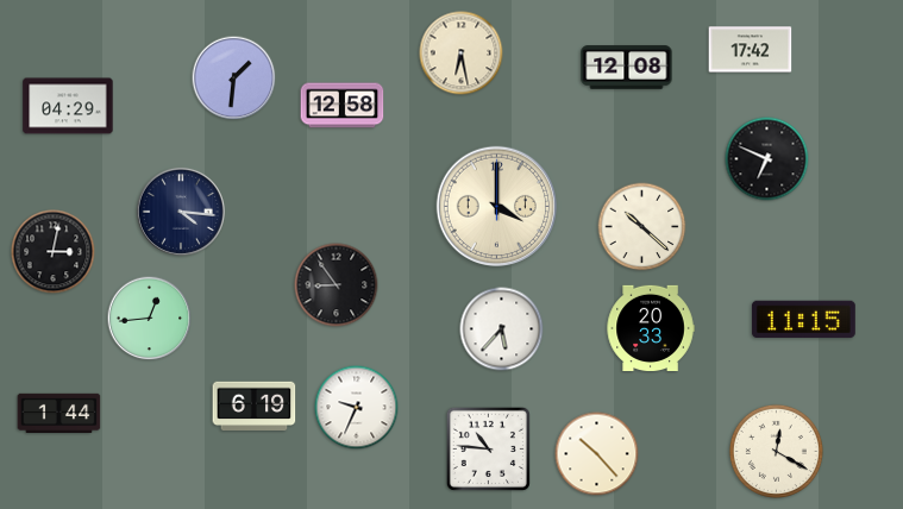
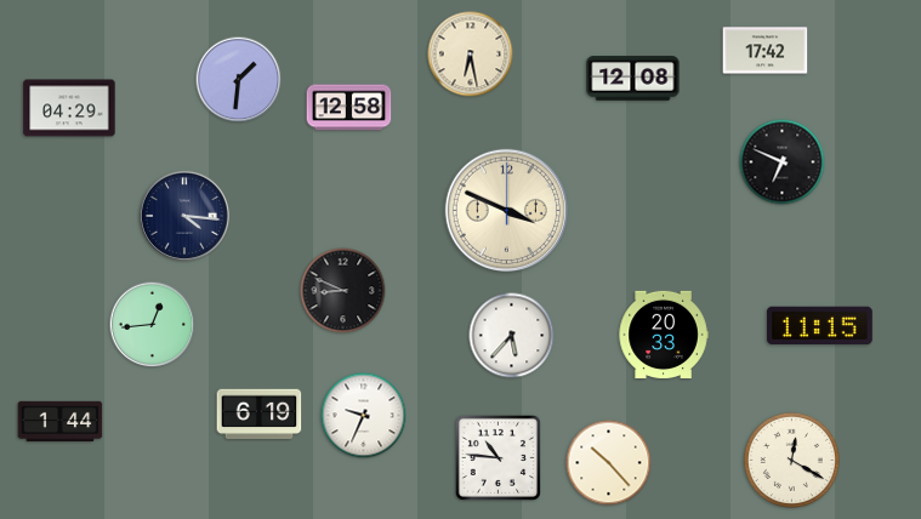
clock at (627, 68) position: (627, 68) -> (633, 79)
clock at (497, 207): 4:00 -> 3:49
clock at (642, 227): 10:22 -> none
clock at (54, 252): 3:02 -> none
clock at (337, 285): 8:54 -> 8:49
